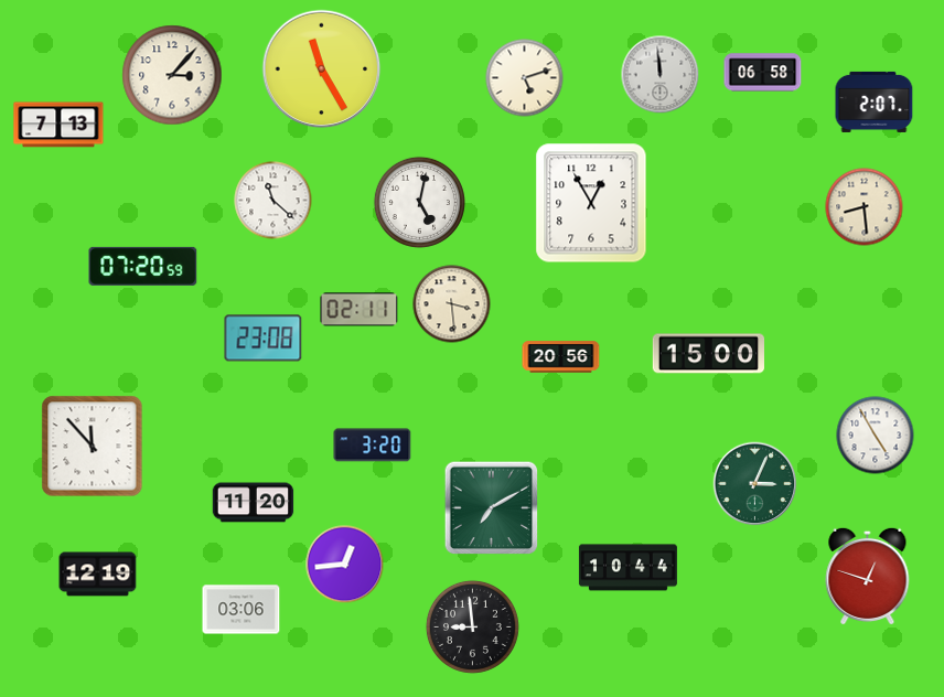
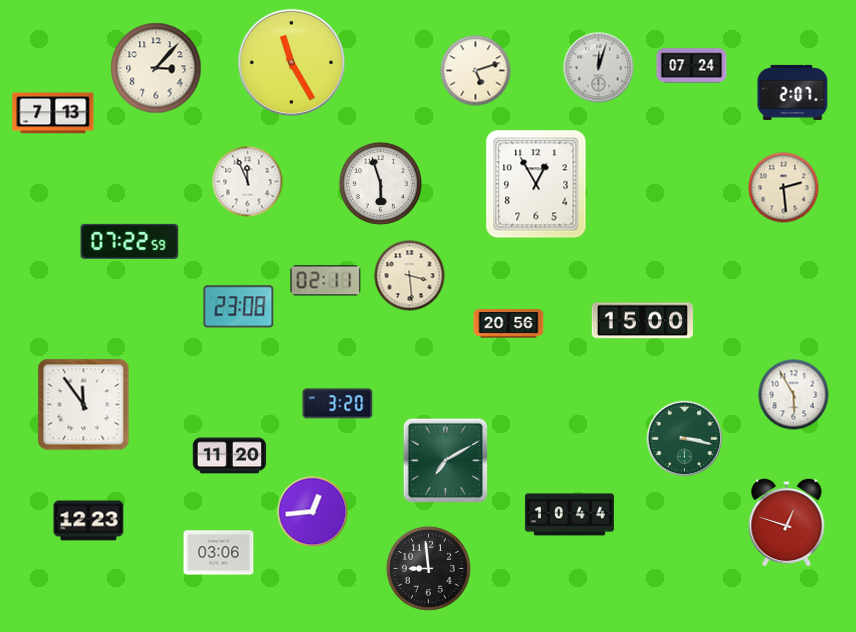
clock at (763, 73): 06:58 -> 07:24
clock at (661, 75): 11:59 -> 12:03
clock at (273, 201): 11:22 -> 11:56
clock at (419, 202): 5:02 -> 5:57
clock at (865, 207): 8:29 -> 2:29
clock at (143, 266): 07:20 -> 07:22
clock at (876, 436): 4:55 -> 5:55
clock at (93, 447): 11:53 -> 11:54
clock at (755, 484): 3:04 -> 3:17
clock at (98, 575): 12:19 -> 12:23
